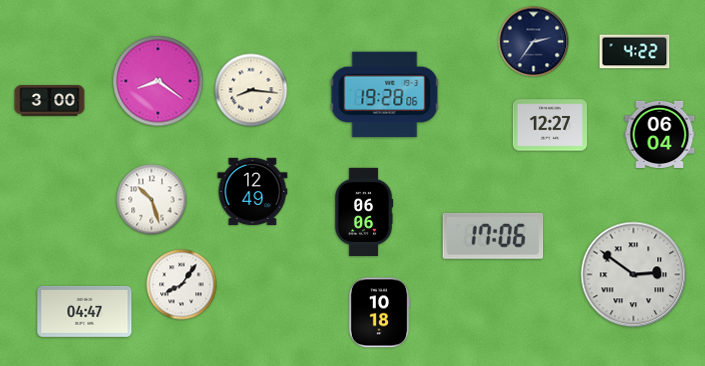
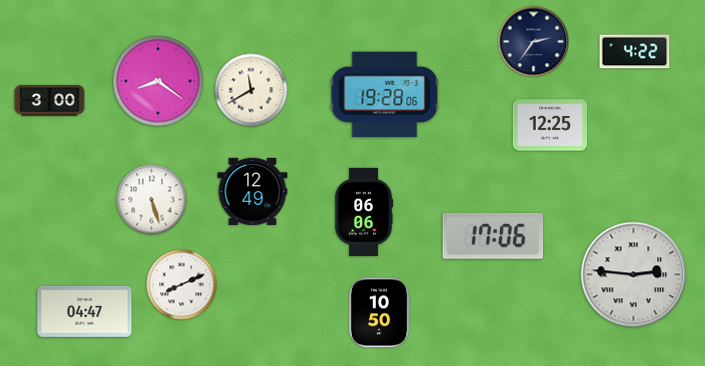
clock at (251, 90): 8:16 -> 11:40
clock at (549, 125): 12:27 -> 12:25
clock at (660, 134): 06:04 -> none
clock at (152, 200): 10:27 -> 5:27
clock at (634, 275): 2:51 -> 2:46
clock at (182, 285): 8:06 -> 8:11
clock at (379, 313): 10:18 -> 10:50
